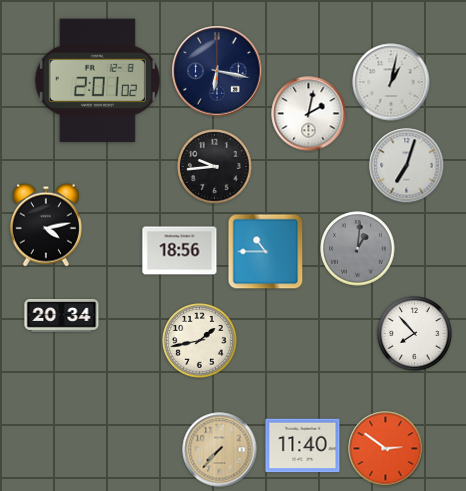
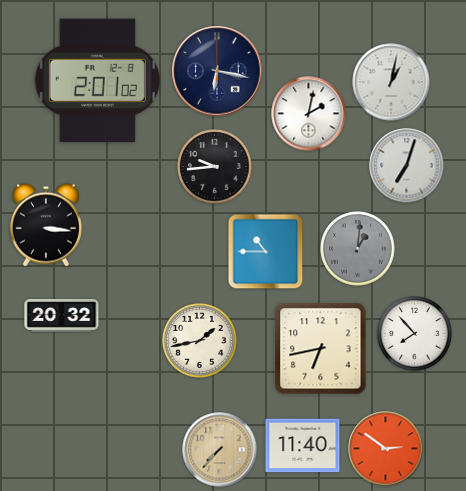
clock at (46, 225): 4:13 -> 3:16
clock at (180, 251): 18:56 -> none
clock at (62, 316): 20:34 -> 20:32
clock at (321, 349): none -> 6:43
